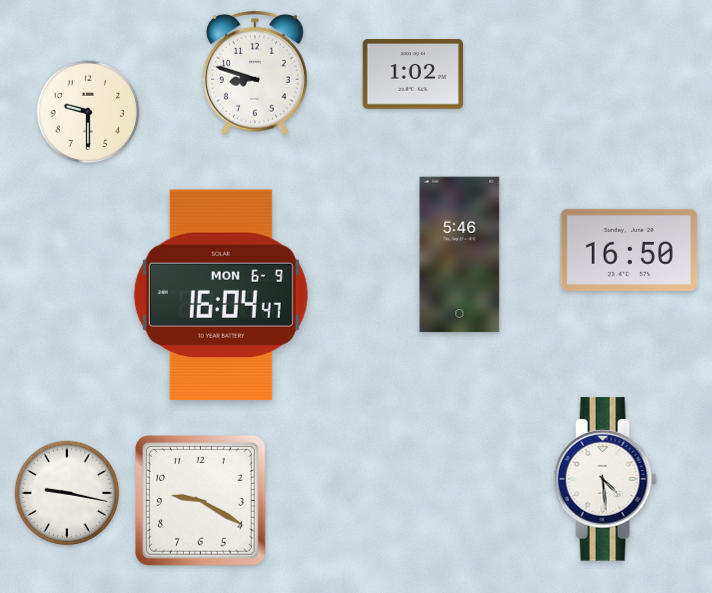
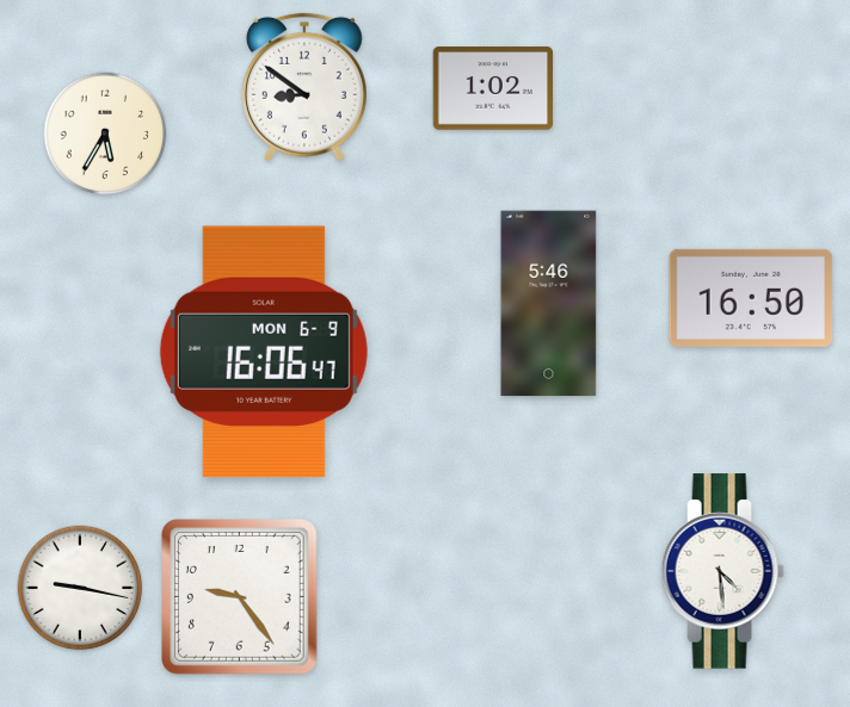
clock at (255, 73): 8:48 -> 8:51
clock at (88, 112): 9:30 -> 5:35
clock at (221, 295): 16:04 -> 16:06
clock at (201, 501): 9:20 -> 9:24
